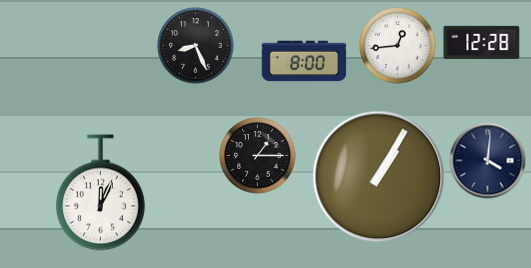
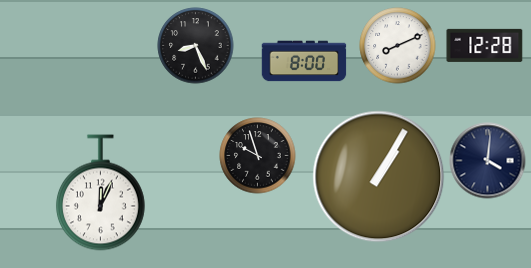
clock at (482, 42) position: (482, 42) -> (485, 45)
clock at (398, 46): 12:44 -> 8:11
clock at (258, 156): 1:15 -> 9:57
